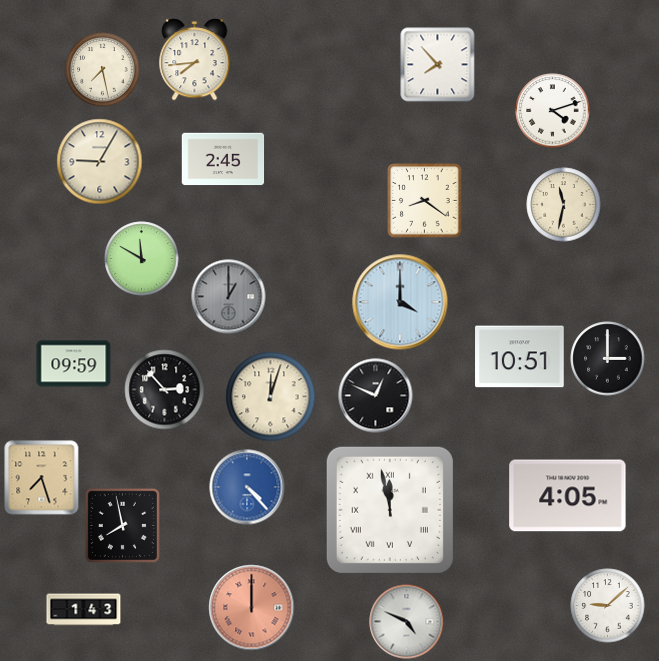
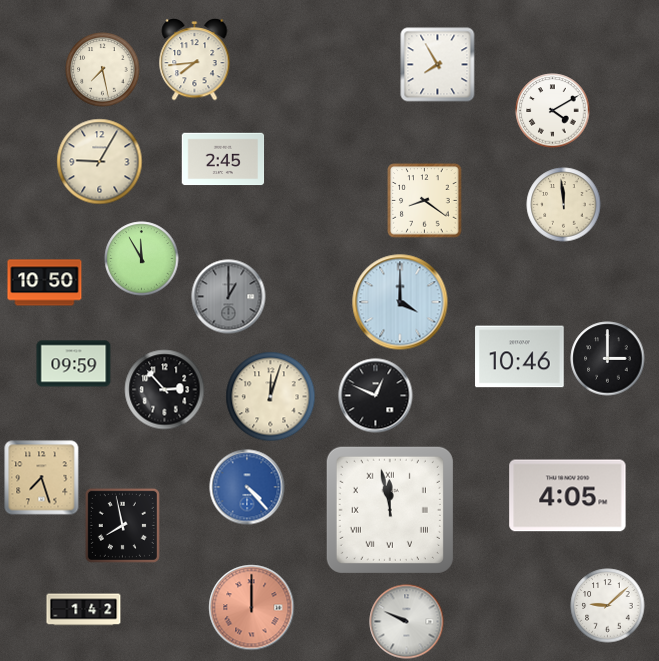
clock at (438, 65): 7:53 -> 7:55
clock at (553, 111): 4:12 -> 4:10
clock at (564, 205): 11:32 -> 11:59
clock at (142, 259): 11:50 -> 11:55
clock at (45, 283): none -> 10:50
clock at (520, 357): 10:51 -> 10:46
clock at (84, 610): 1:43 -> 1:42
clock at (407, 622): 4:49 -> 9:49
